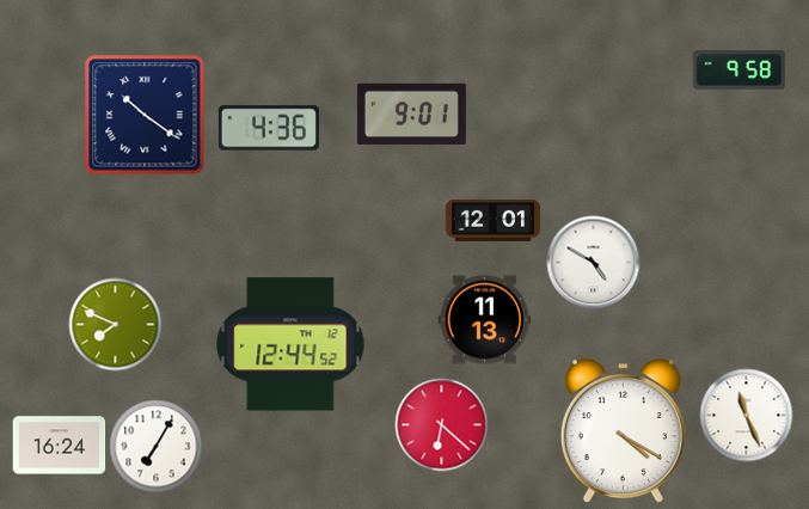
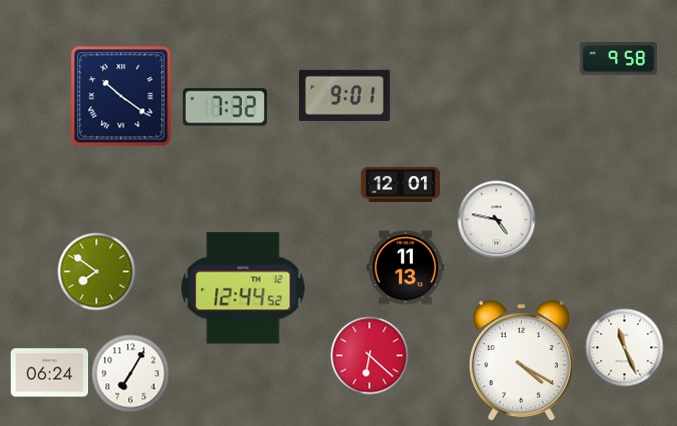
clock at (269, 128): 4:36 -> 7:32
clock at (492, 220) position: (492, 220) -> (400, 184)
clock at (593, 262): 4:50 -> 4:47
clock at (115, 324): 7:49 -> 7:51
clock at (59, 446): 16:24 -> 06:24
